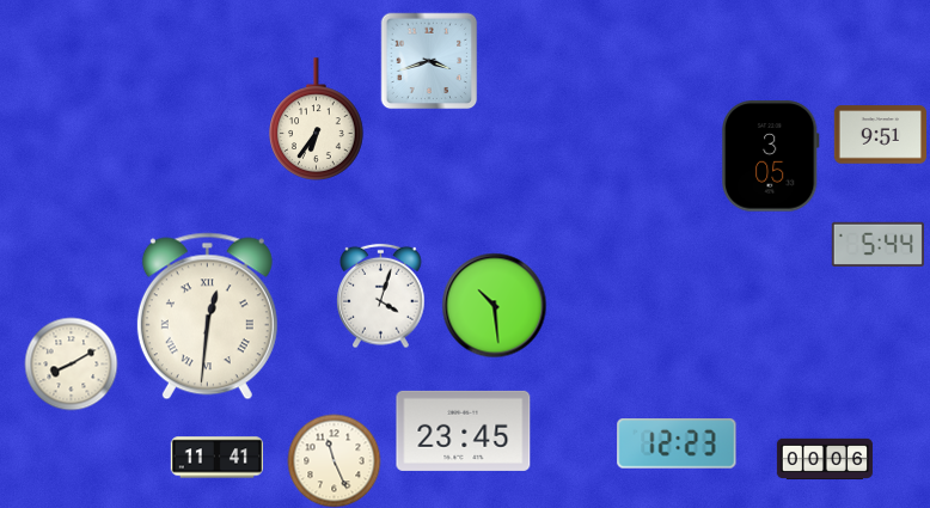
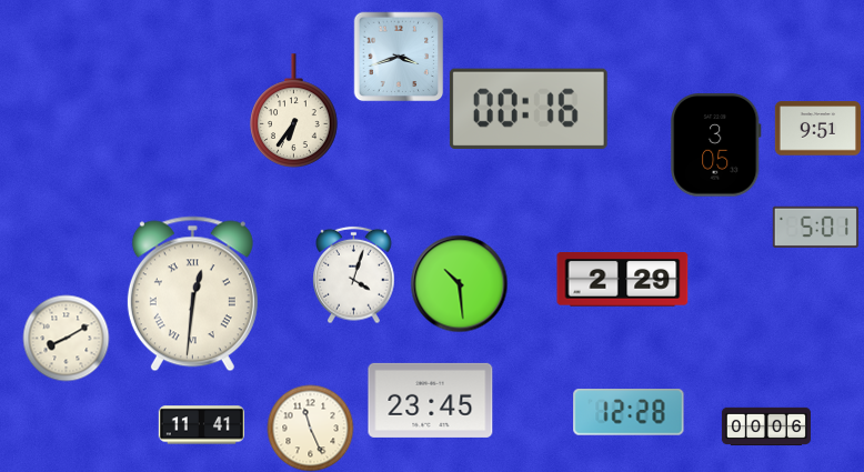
clock at (529, 109): none -> 00:16
clock at (880, 135) position: (880, 135) -> (817, 129)
clock at (877, 244): 5:44 -> 5:01
clock at (623, 280): none -> 2:29
clock at (677, 443): 12:23 -> 12:28
